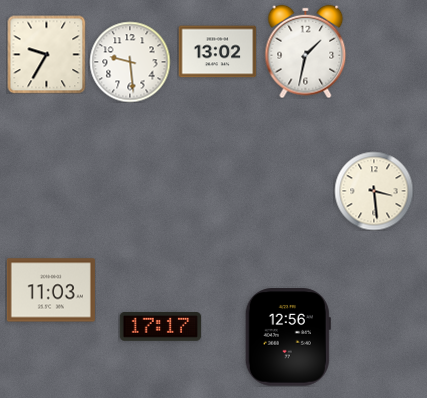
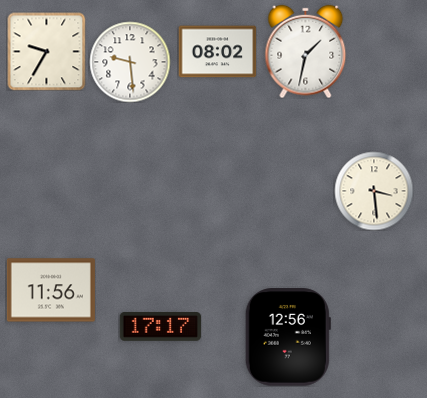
clock at (217, 52): 13:02 -> 08:02
clock at (46, 54) position: (46, 54) -> (46, 51)
clock at (51, 290): 11:03 -> 11:56
